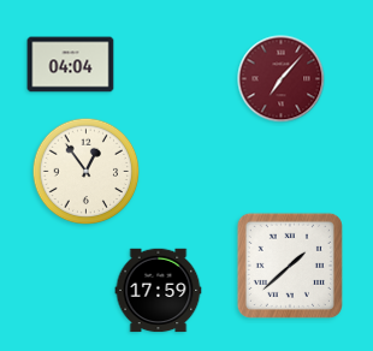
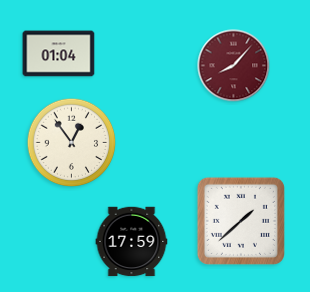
clock at (71, 65): 04:04 -> 01:04
clock at (282, 79): 7:07 -> 8:07
